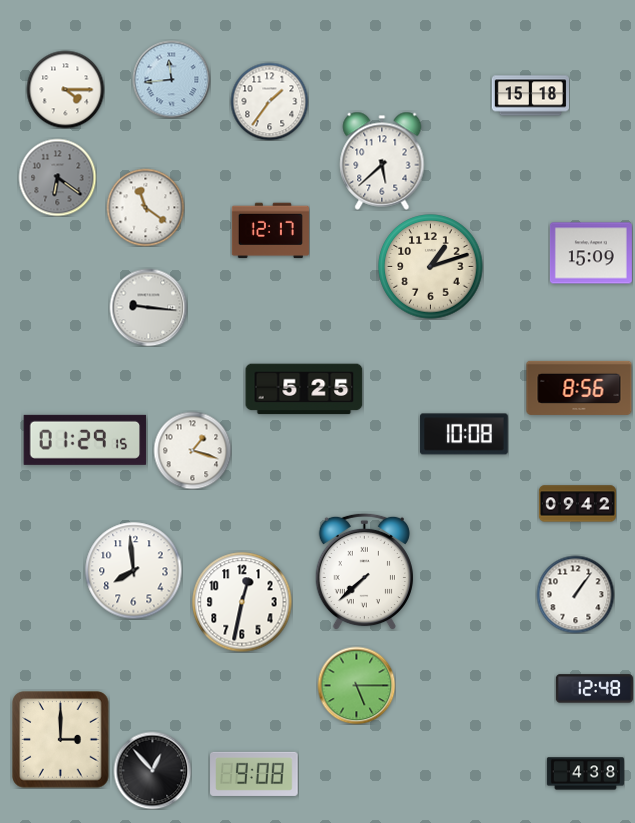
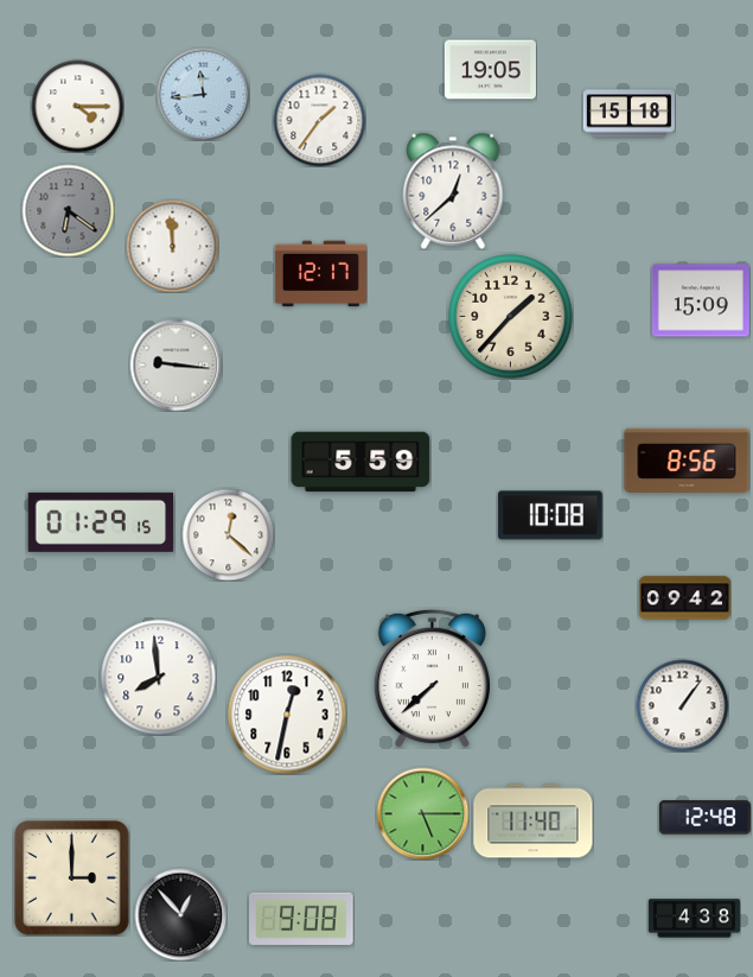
clock at (490, 70): none -> 19:05
clock at (382, 161): 5:38 -> 12:38
clock at (145, 207): 11:21 -> 11:59
clock at (431, 267): 1:12 -> 1:37
clock at (304, 389): 5:25 -> 5:59
clock at (192, 450): 1:18 -> 12:22
clock at (534, 821): none -> 11:40
